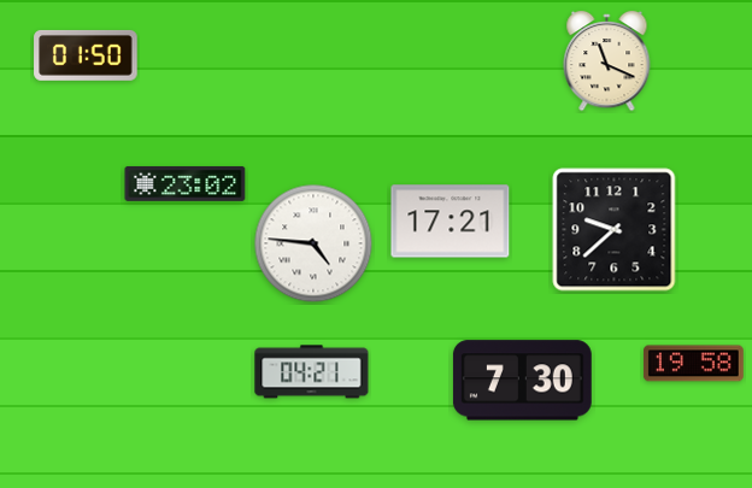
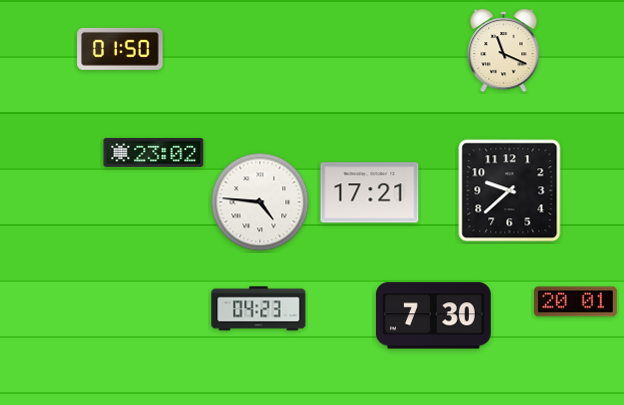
clock at (86, 55) position: (86, 55) -> (120, 49)
clock at (451, 222) position: (451, 222) -> (370, 193)
clock at (693, 364): 19:58 -> 20:01
clock at (312, 372): 04:21 -> 04:23
